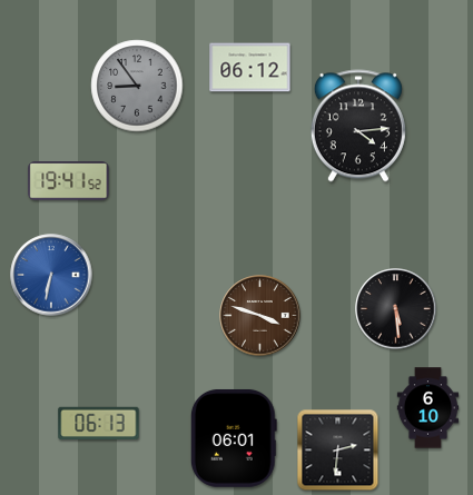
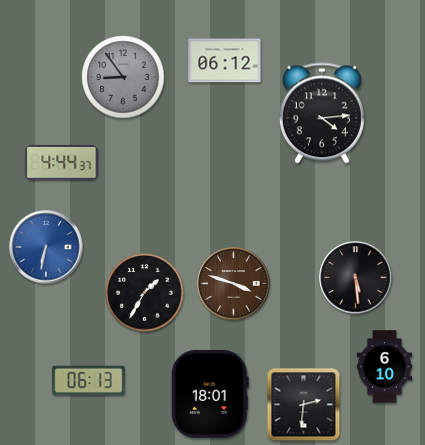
clock at (69, 181): 19:41 -> 4:44
clock at (145, 293): none -> 1:35
clock at (234, 438): 06:01 -> 18:01
